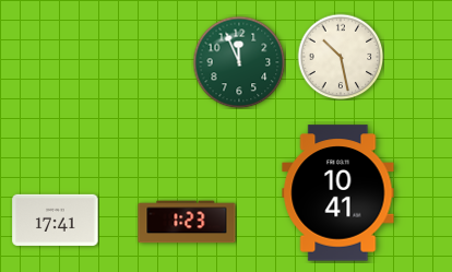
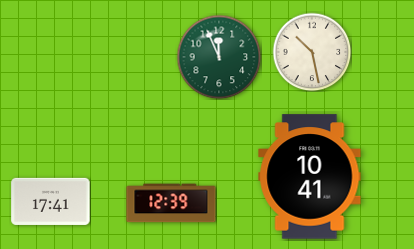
clock at (187, 222): 1:23 -> 12:39
